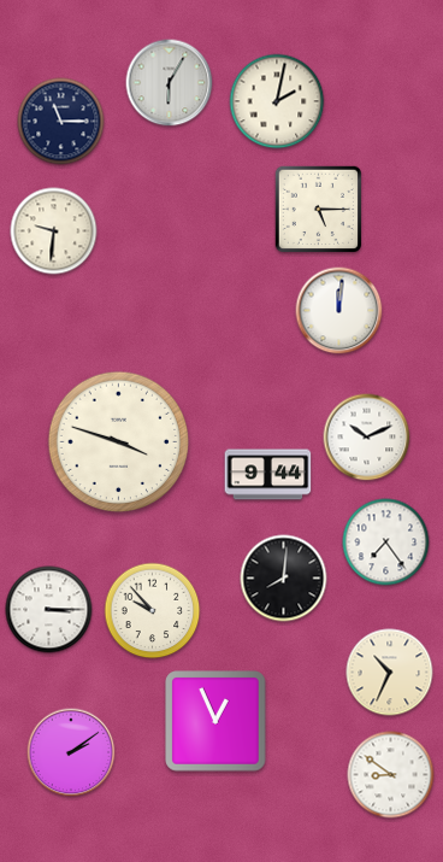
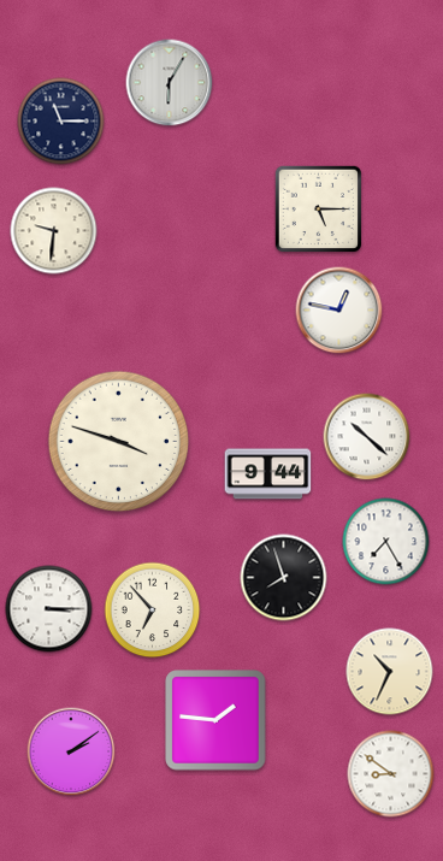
clock at (277, 101): 2:02 -> none
clock at (339, 311): 12:01 -> 12:47
clock at (367, 438): 10:11 -> 10:22
clock at (386, 543): 7:24 -> 7:25
clock at (284, 579): 8:01 -> 7:57
clock at (153, 611): 9:53 -> 6:53
clock at (215, 721): 12:56 -> 1:46
